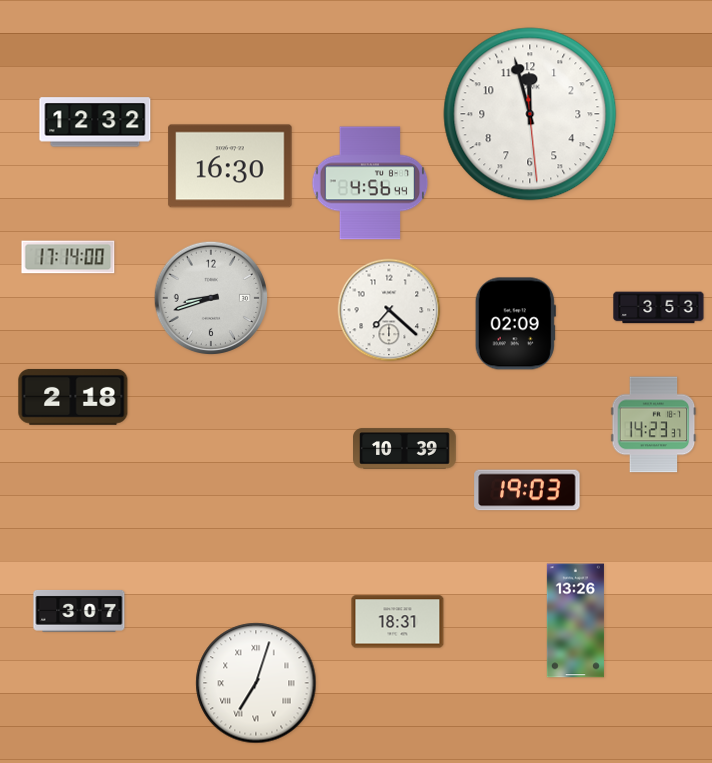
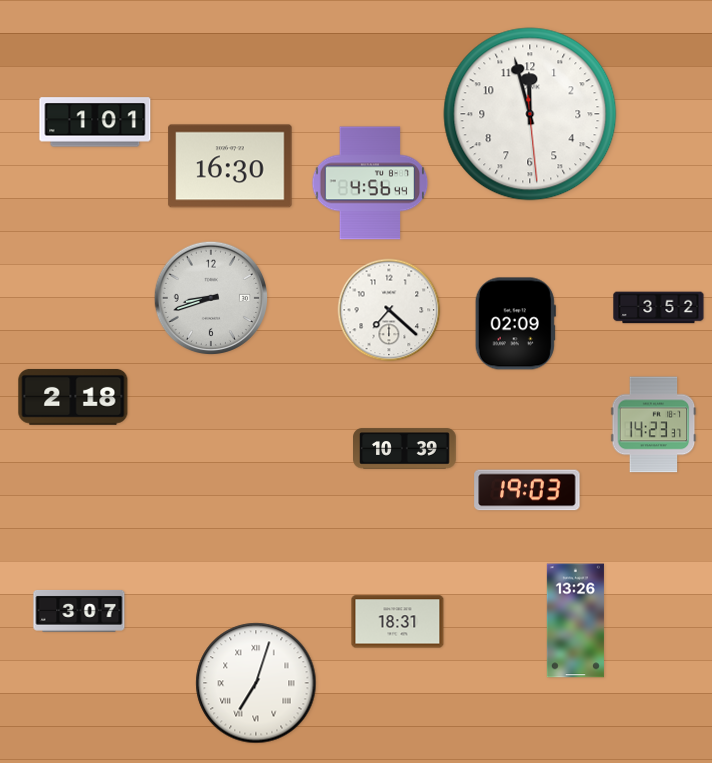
clock at (95, 122): 12:32 -> 1:01
clock at (68, 257): 17:14 -> none
clock at (659, 308): 3:53 -> 3:52
